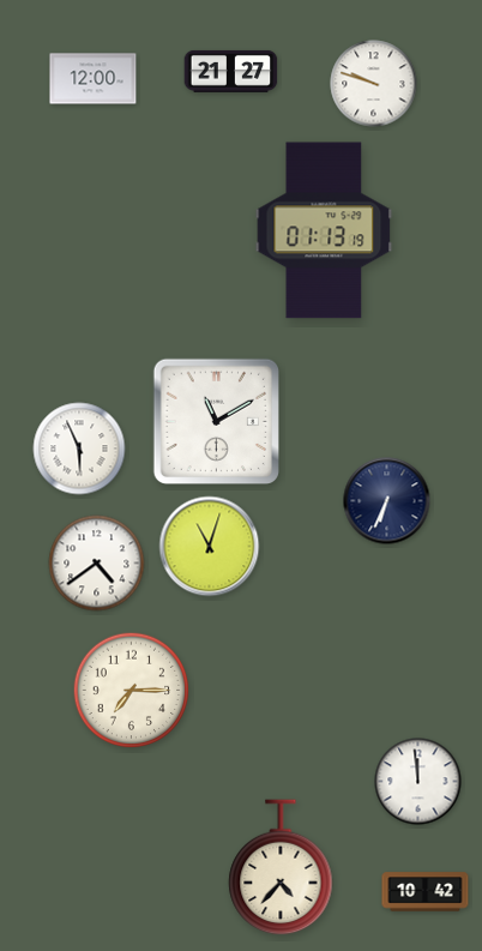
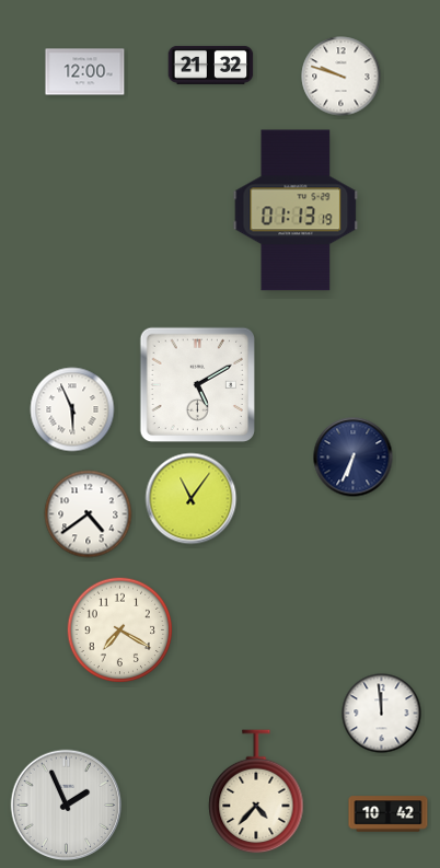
clock at (231, 71): 21:27 -> 21:32
clock at (216, 421): 11:10 -> 5:10
clock at (210, 547): 11:03 -> 11:06
clock at (132, 691): 7:15 -> 7:20
clock at (67, 806): none -> 1:56
